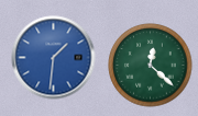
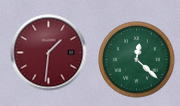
clock at (54, 58) dial: blue -> burgundy
